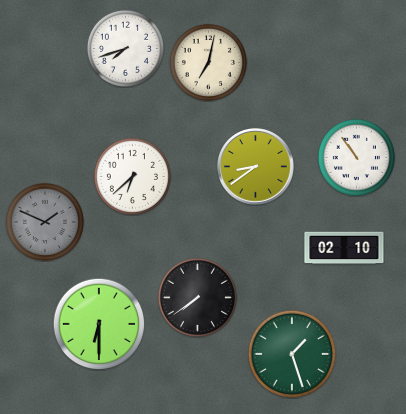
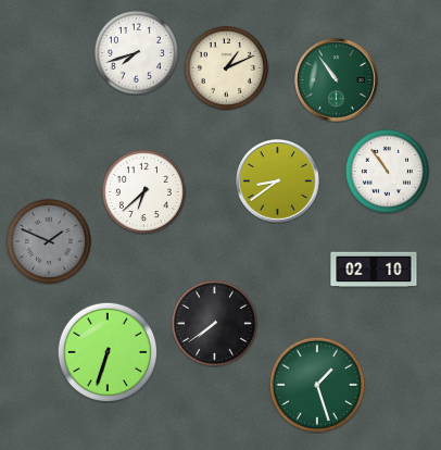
clock at (208, 62): 7:02 -> 1:11
clock at (337, 80): none -> 10:54
clock at (99, 324): 6:30 -> 6:33
